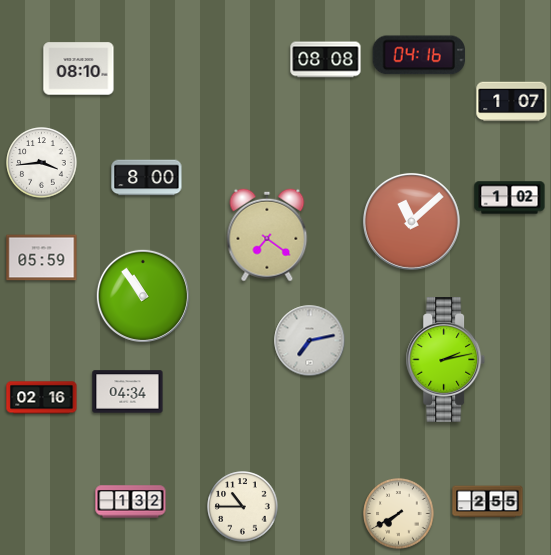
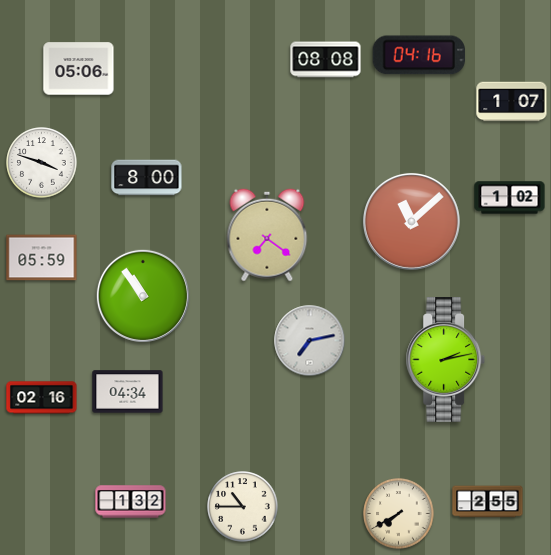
clock at (79, 69): 08:10 -> 05:06
clock at (42, 163): 3:44 -> 3:48
